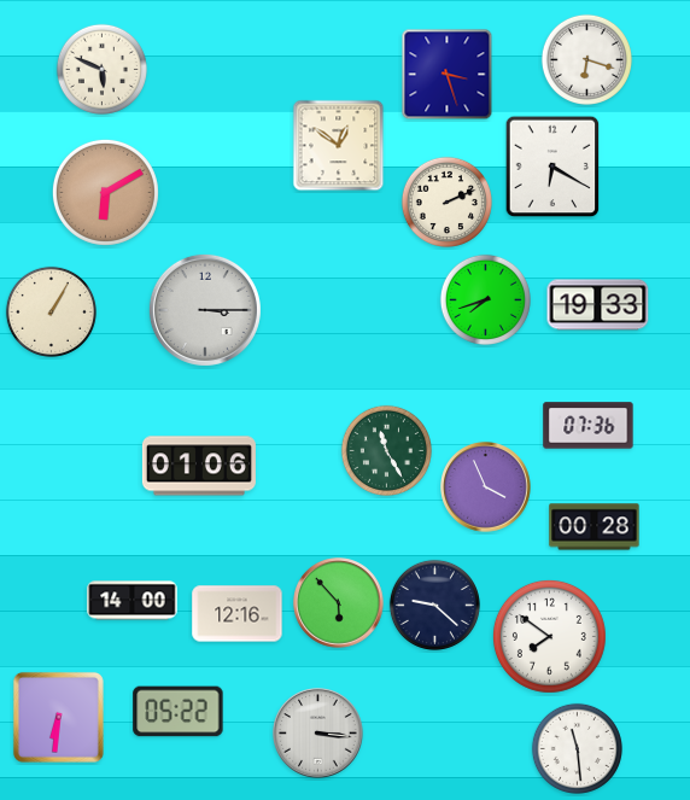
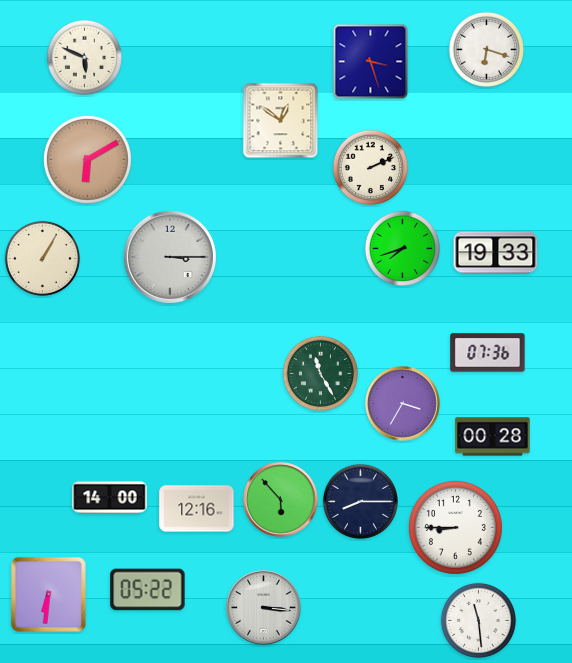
clock at (552, 167): 6:20 -> none
clock at (199, 466): 01:06 -> none
clock at (486, 487): 3:56 -> 3:35
clock at (434, 605): 9:22 -> 8:15
clock at (549, 636): 7:51 -> 8:45
